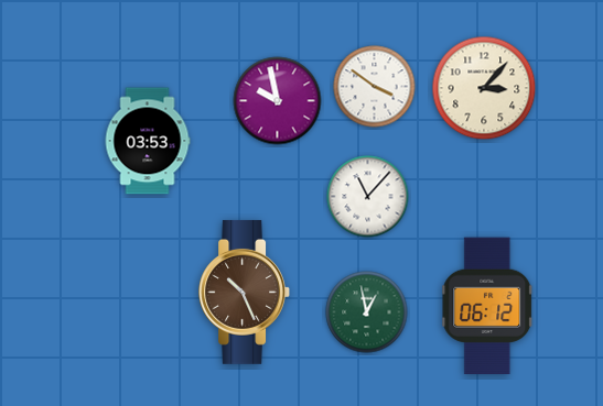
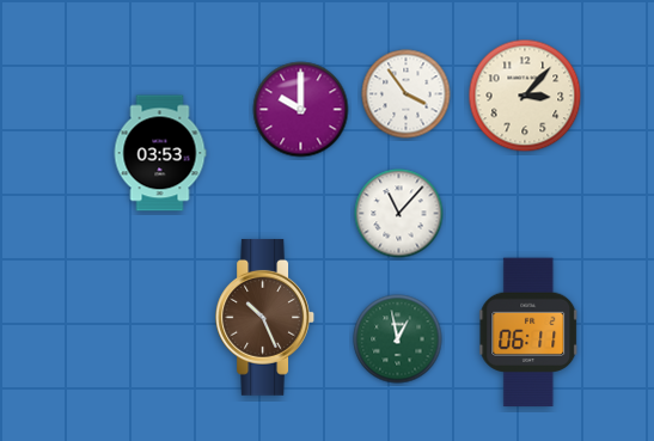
clock at (375, 87): 3:51 -> 3:54
clock at (278, 101): 9:58 -> 10:00
clock at (488, 306): 06:12 -> 06:11
